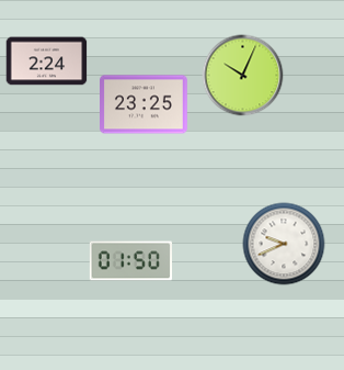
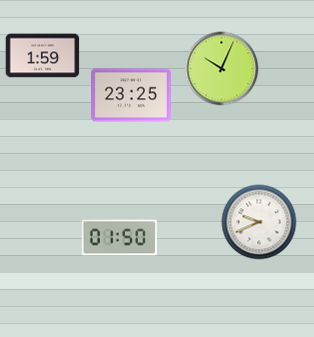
clock at (47, 61): 2:24 -> 1:59
